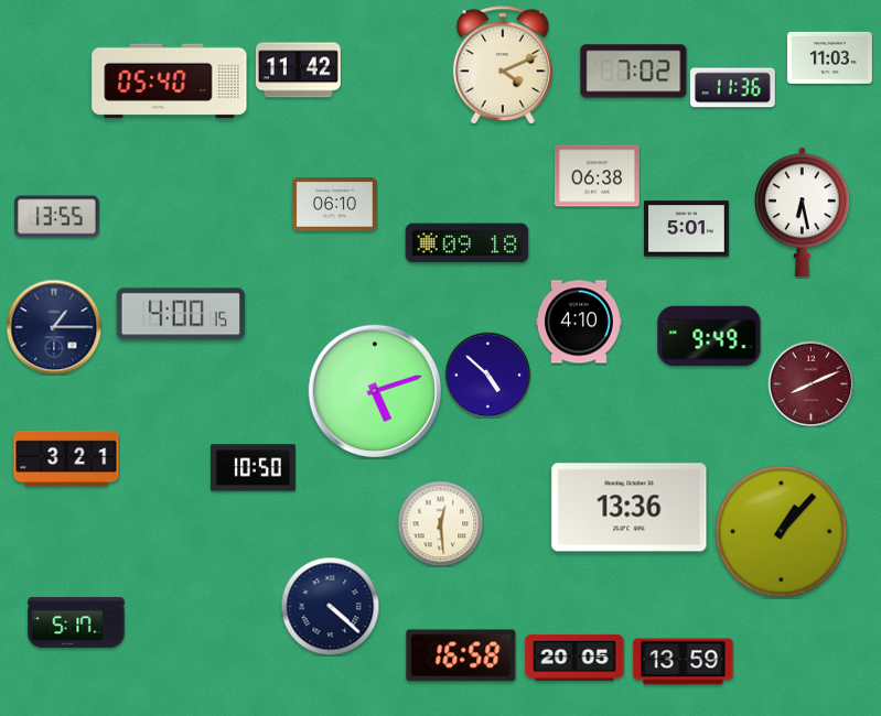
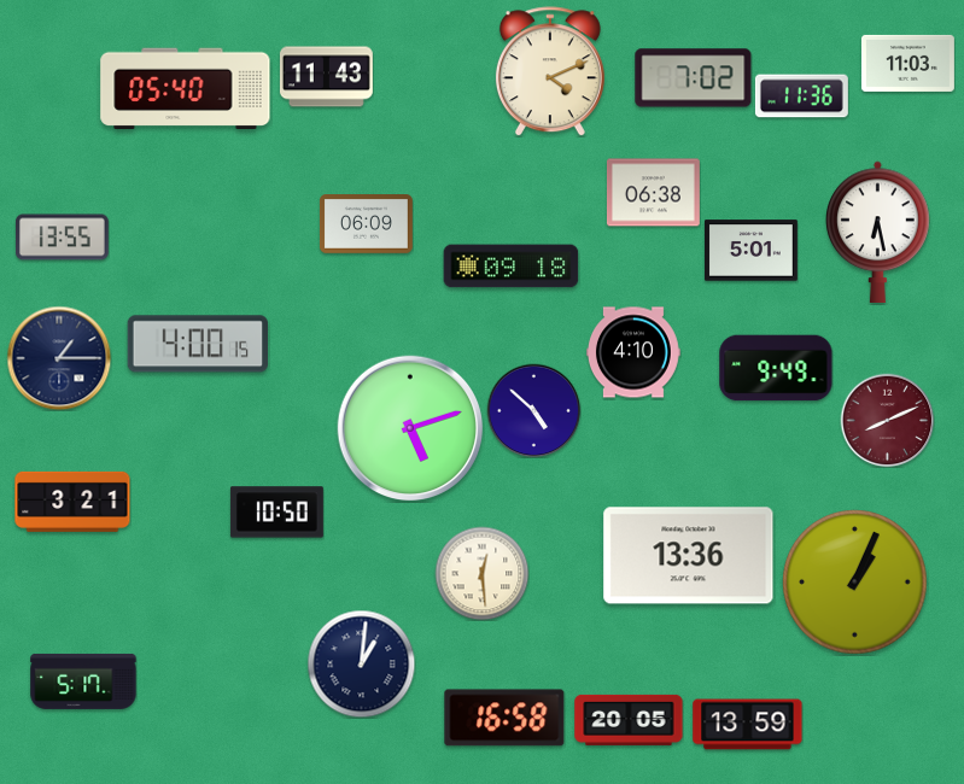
clock at (298, 70): 11:42 -> 11:43
clock at (334, 205): 06:10 -> 06:09
clock at (782, 532): 1:07 -> 1:04
clock at (330, 606): 4:22 -> 1:01
